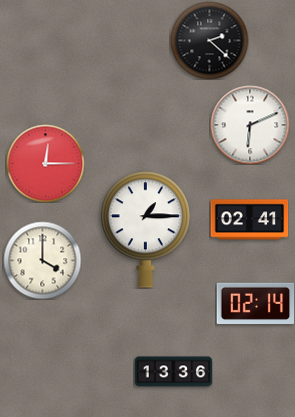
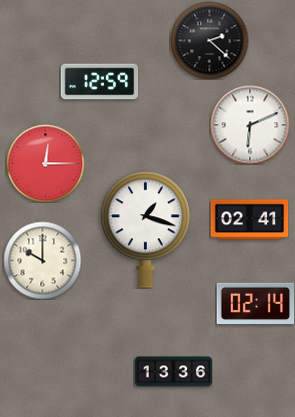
clock at (99, 82): none -> 12:59
clock at (145, 230): 1:15 -> 1:18
clock at (42, 260): 4:00 -> 10:00
